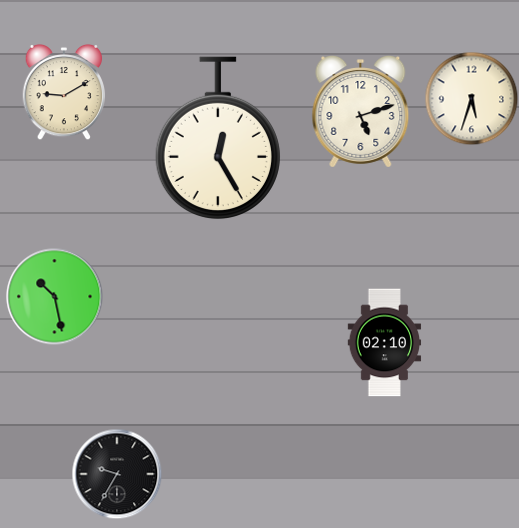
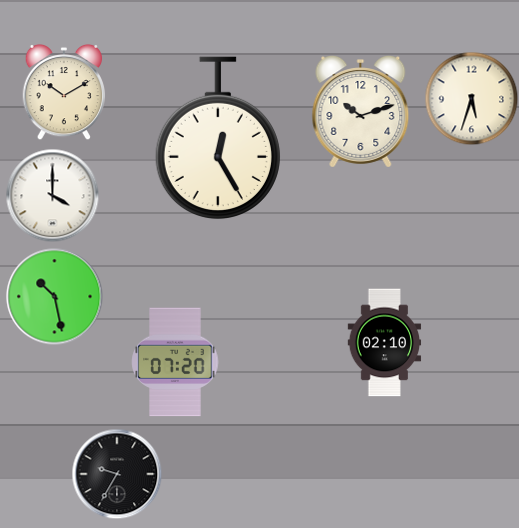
clock at (64, 92): 9:10 -> 10:10
clock at (361, 112): 5:12 -> 10:12
clock at (52, 195): none -> 4:00
clock at (175, 362): none -> 07:20
